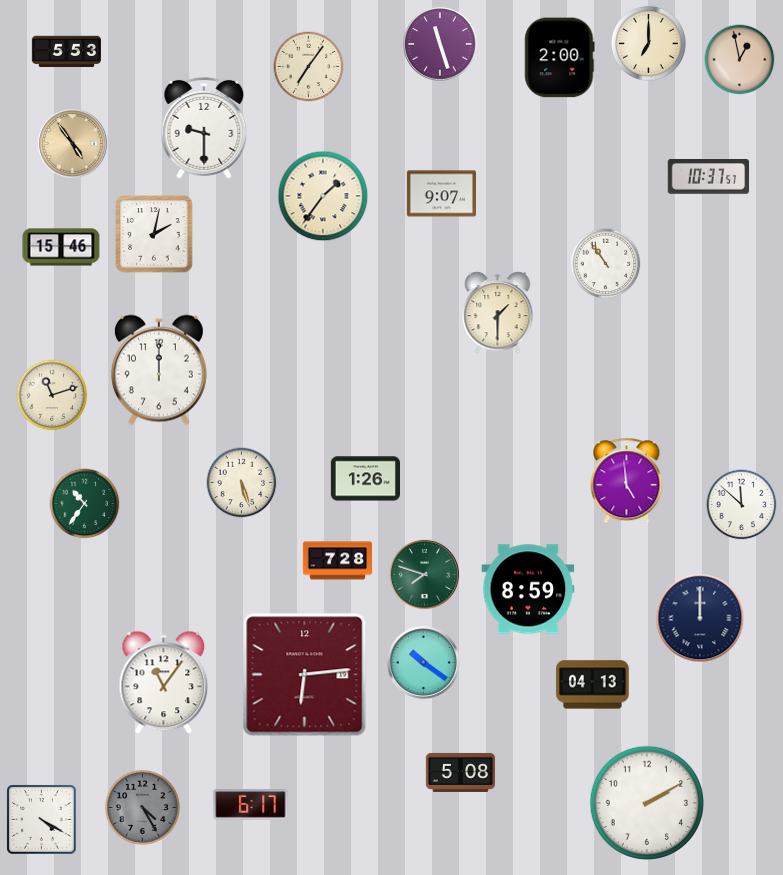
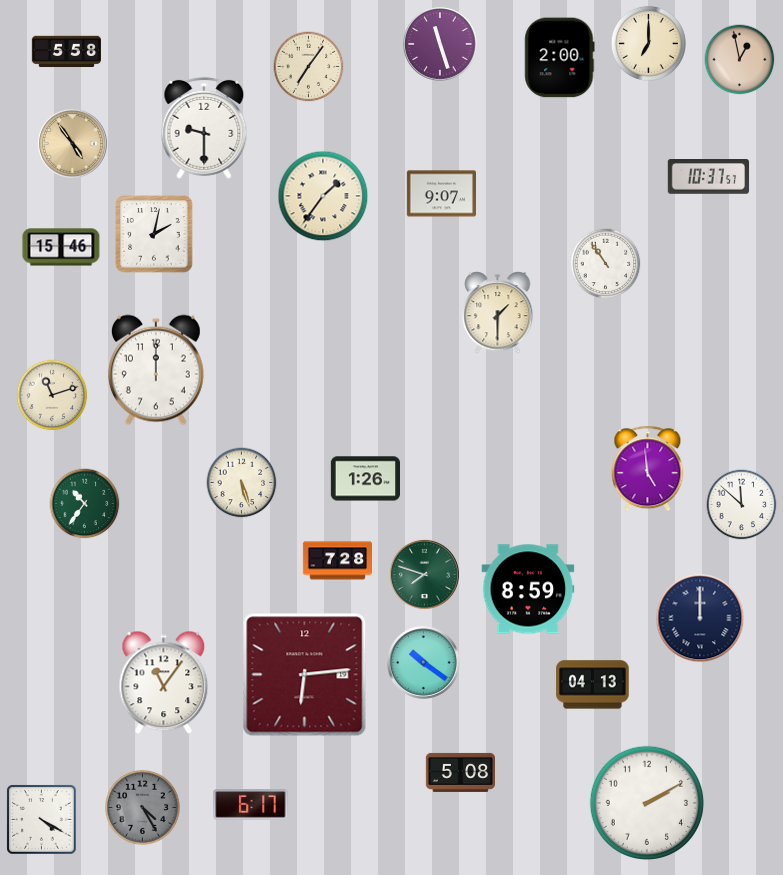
clock at (66, 52): 5:53 -> 5:58
clock at (159, 370) position: (159, 370) -> (156, 370)
clock at (627, 481) position: (627, 481) -> (648, 469)
